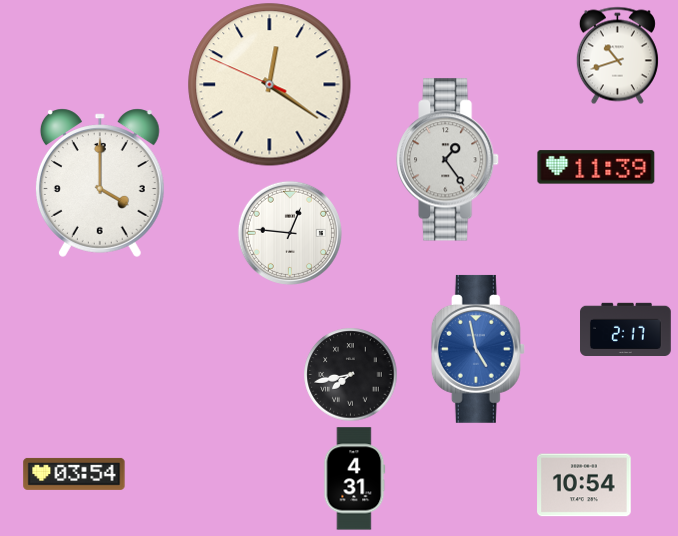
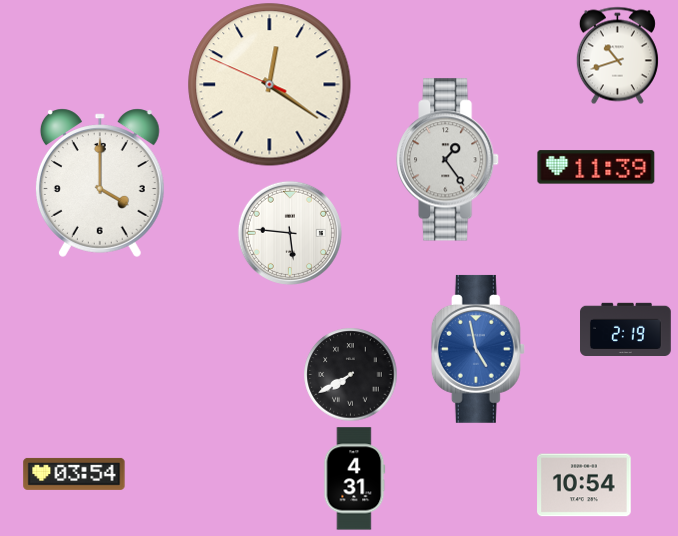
clock at (290, 233): 12:46 -> 5:46
clock at (626, 329): 2:17 -> 2:19
clock at (350, 374): 7:43 -> 7:40
